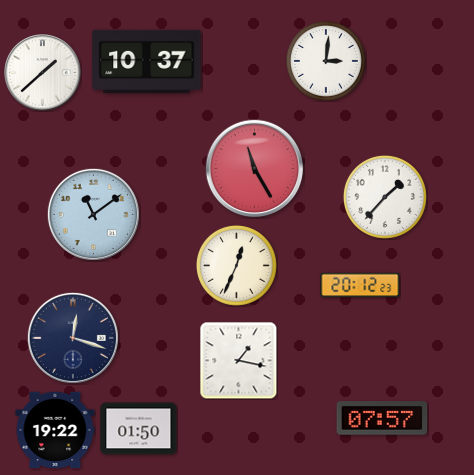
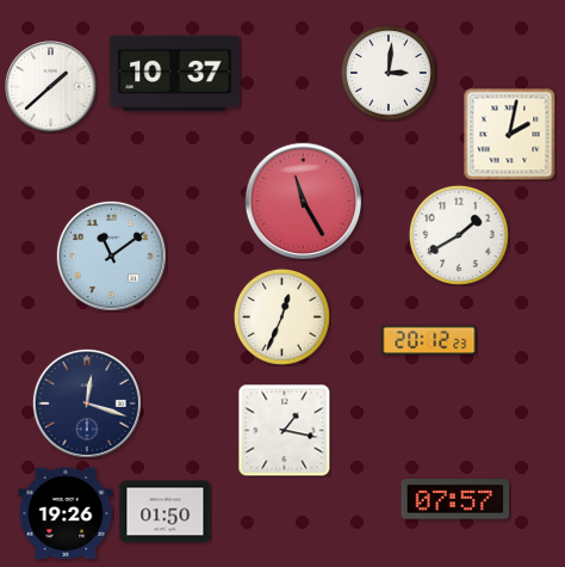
clock at (509, 134): none -> 2:02
clock at (385, 197): 1:37 -> 1:40
clock at (55, 430): 19:22 -> 19:26
